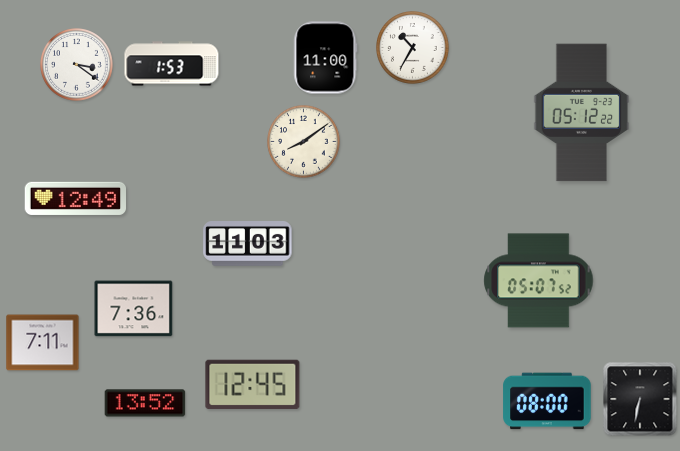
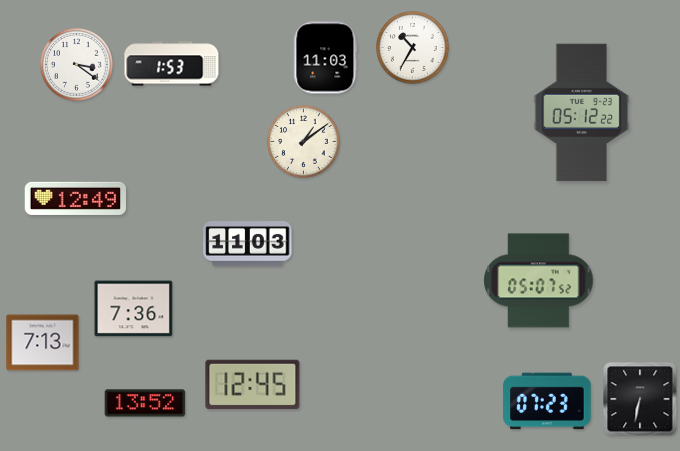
clock at (326, 58): 11:00 -> 11:03
clock at (304, 142): 8:09 -> 1:09
clock at (43, 343): 7:11 -> 7:13
clock at (547, 401): 08:00 -> 07:23
